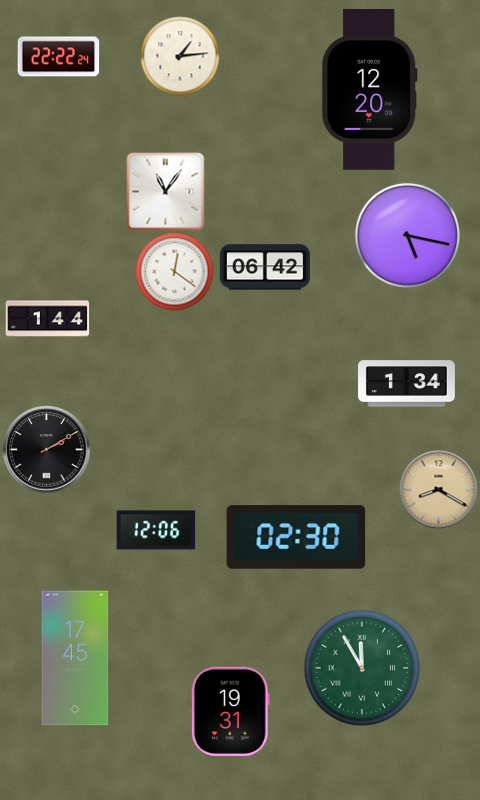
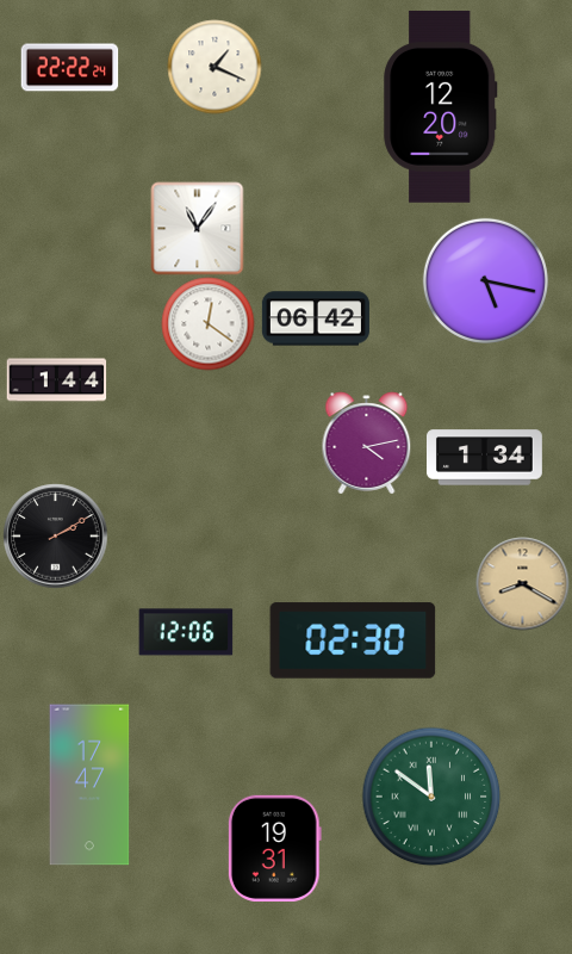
clock at (180, 56): 1:14 -> 1:19
clock at (367, 442): none -> 4:13
clock at (75, 658): 17:45 -> 17:47
clock at (362, 668): 11:55 -> 11:51
